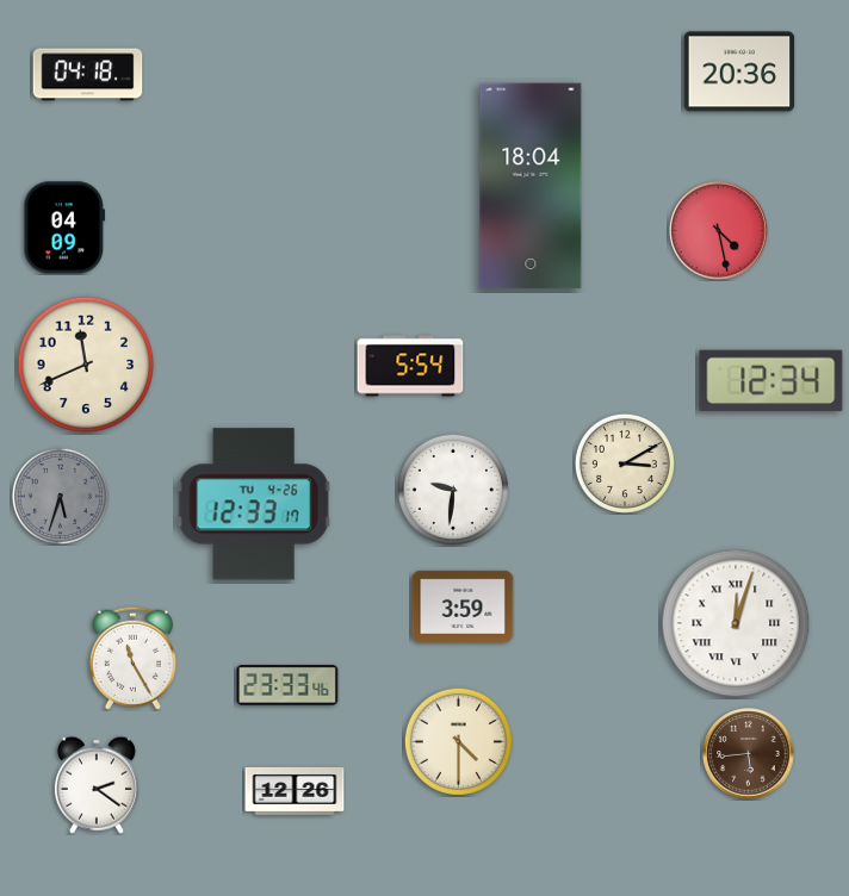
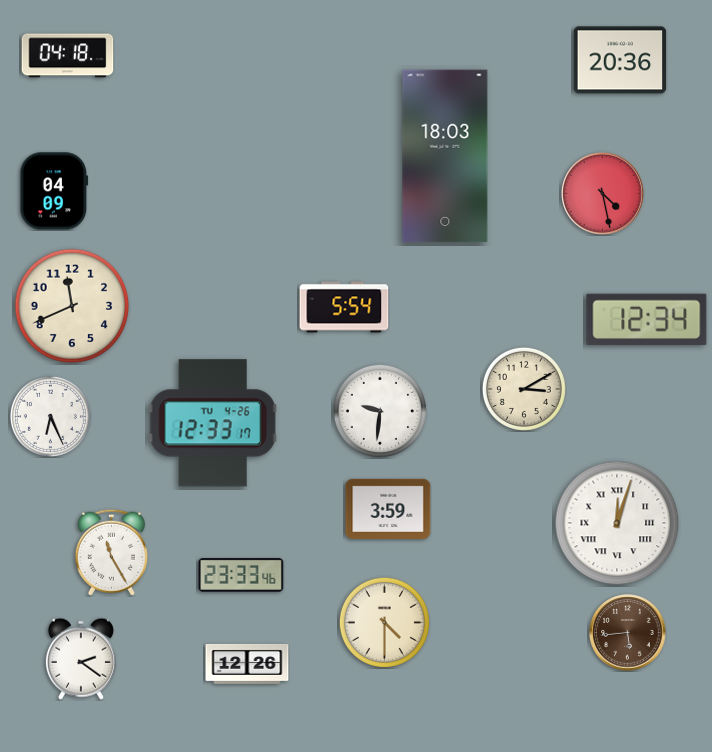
clock at (88, 75) position: (88, 75) -> (68, 56)
clock at (531, 186): 18:04 -> 18:03
clock at (60, 496): 5:33 -> 6:26
clock at (60, 496) dial: grey -> white
